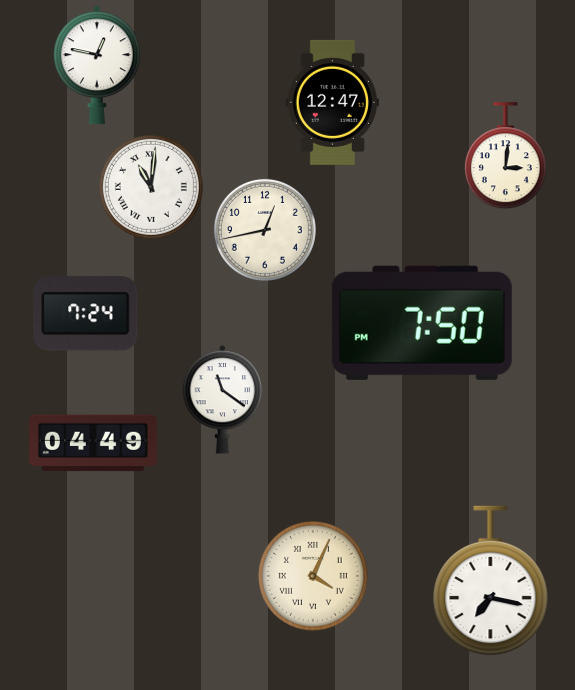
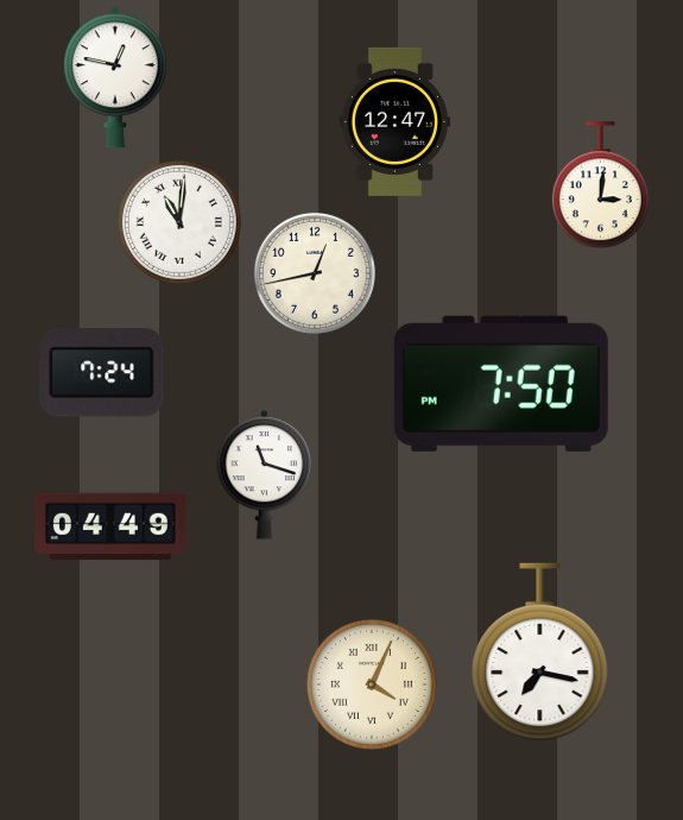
clock at (223, 400): 11:21 -> 11:18
clock at (491, 581) position: (491, 581) -> (540, 652)
